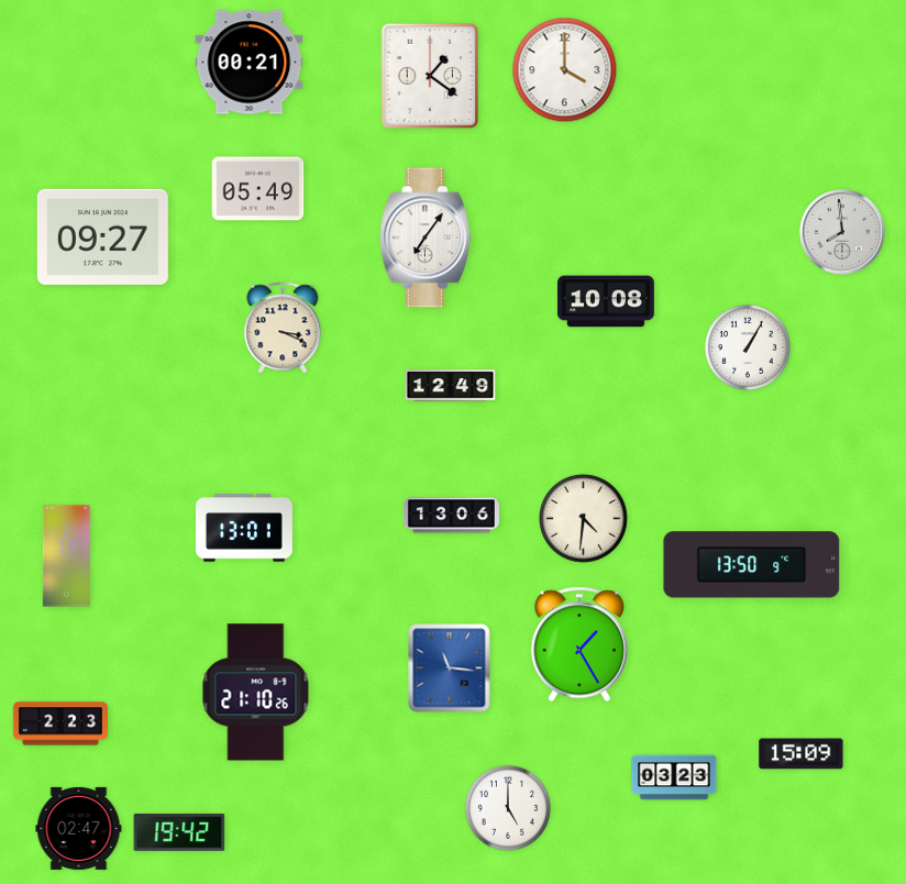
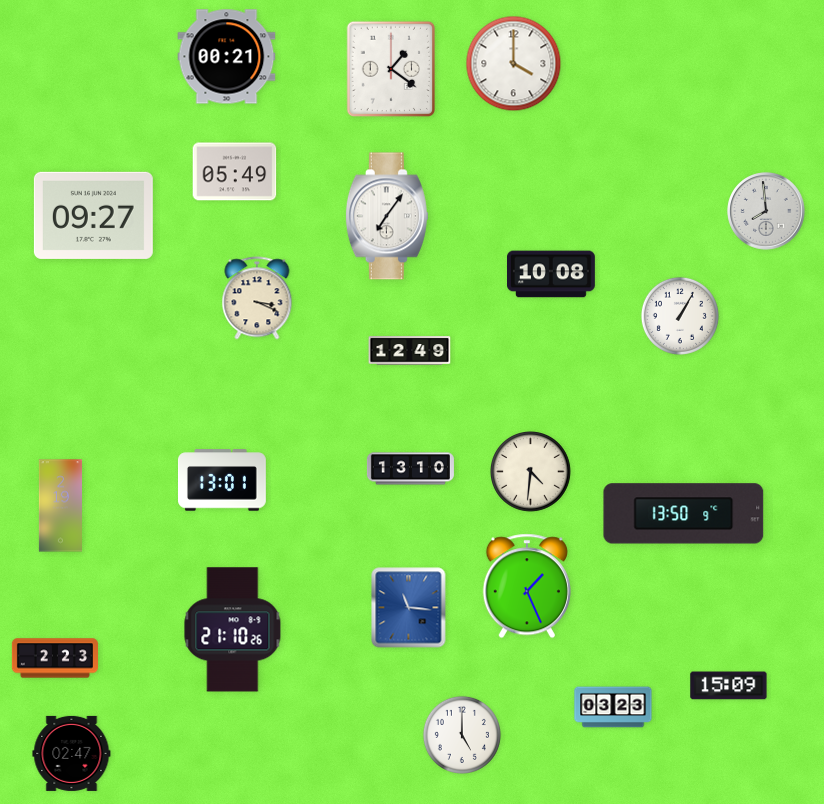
clock at (451, 516): 13:06 -> 13:10
clock at (579, 644): 1:25 -> 1:26
clock at (179, 832): 19:42 -> none
